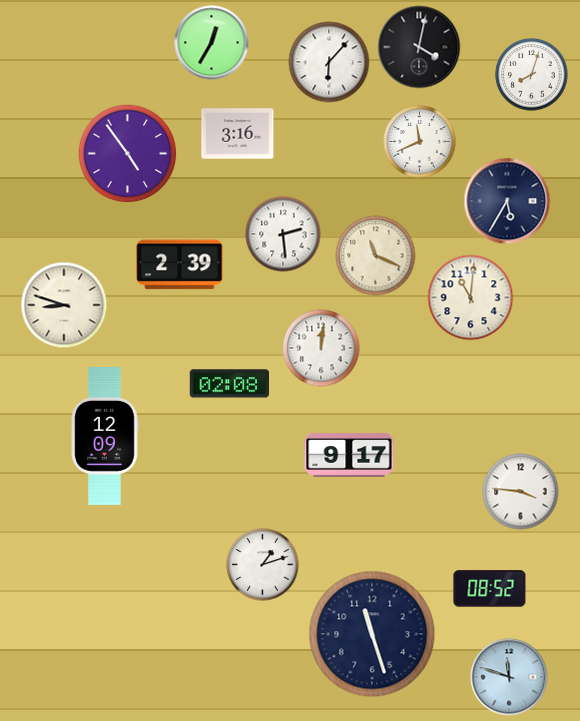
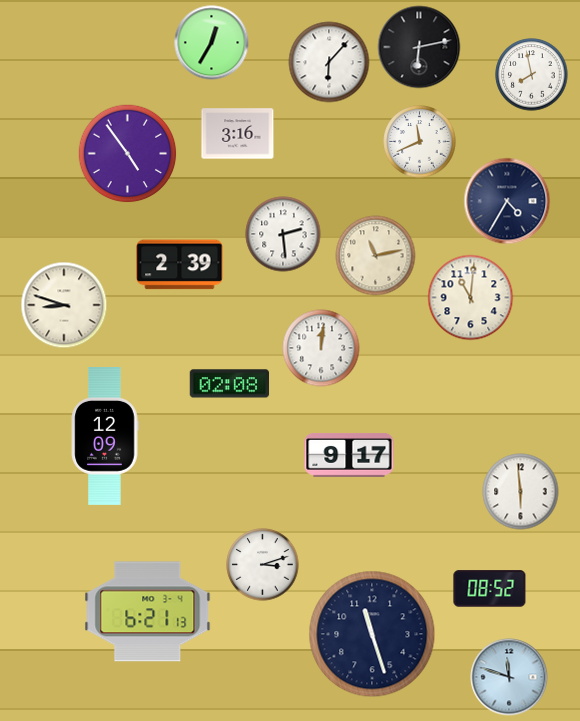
clock at (419, 47): 4:02 -> 6:13
clock at (532, 75): 8:03 -> 7:58
clock at (507, 201): 5:35 -> 4:35
clock at (376, 256): 11:19 -> 11:13
clock at (521, 492): 3:46 -> 5:59
clock at (263, 565): 1:12 -> 3:12
clock at (148, 612): none -> 6:21
